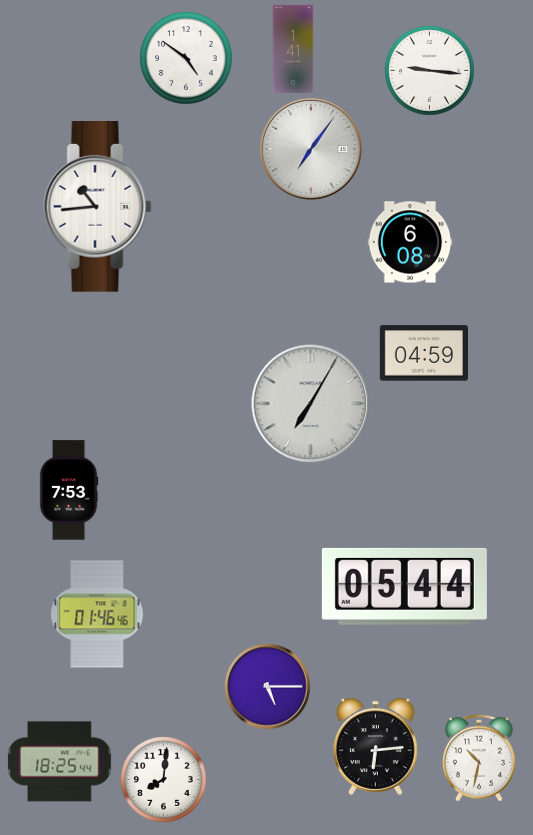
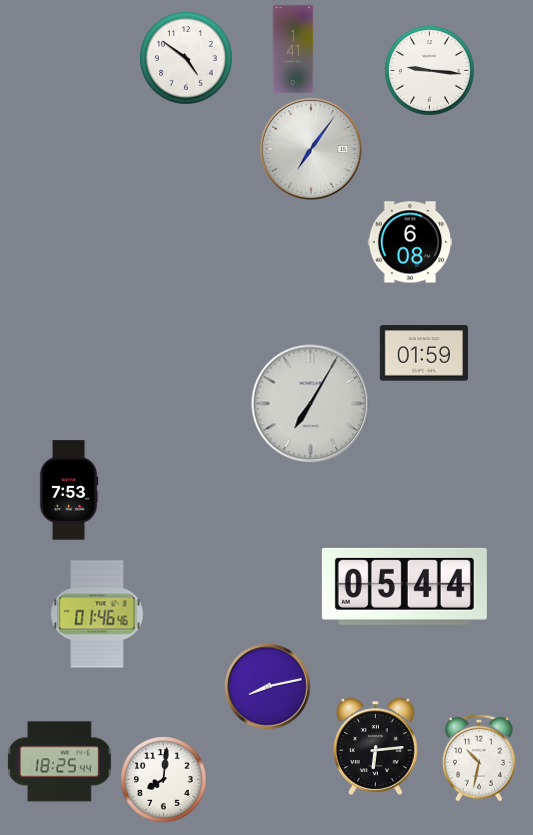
clock at (98, 207): 10:44 -> none
clock at (423, 353): 04:59 -> 01:59
clock at (268, 687): 5:15 -> 8:13
